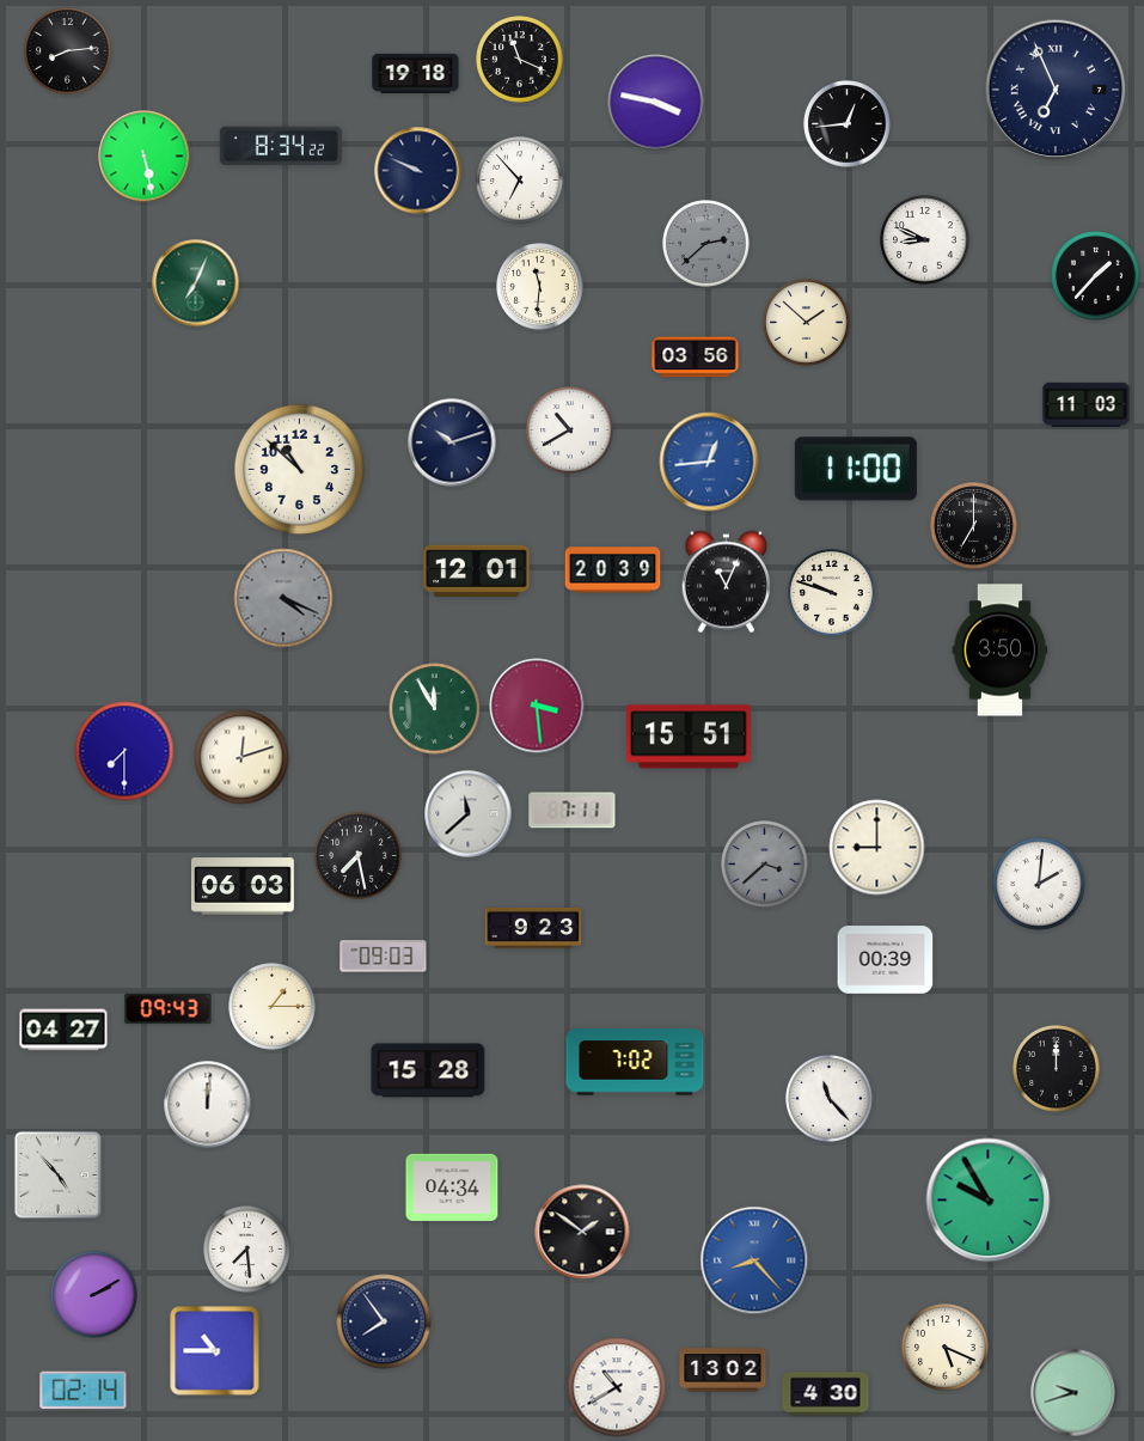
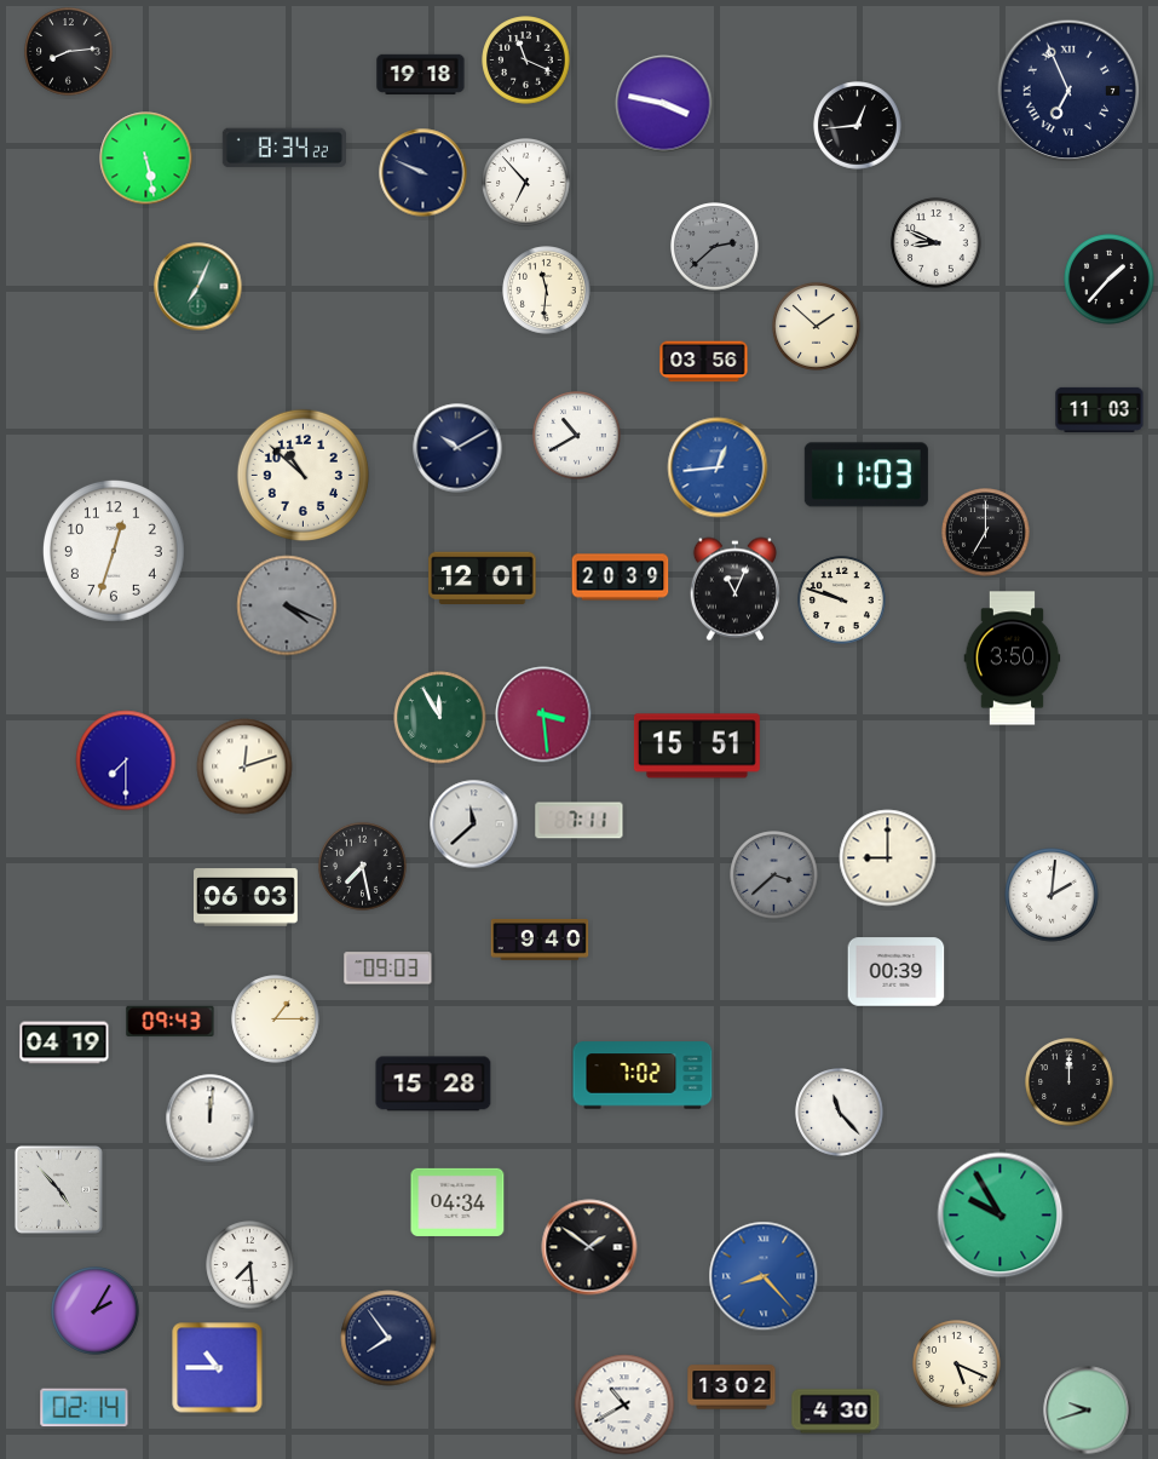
clock at (452, 442): 10:12 -> 10:10
clock at (856, 469): 11:00 -> 11:03
clock at (114, 551): none -> 12:33
clock at (533, 928): 9:23 -> 9:40
clock at (63, 1030): 04:27 -> 04:19
clock at (94, 1295): 2:10 -> 2:05
